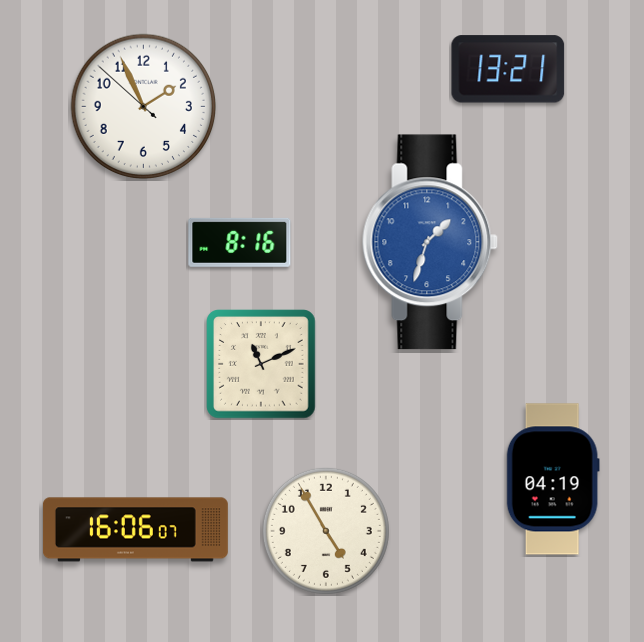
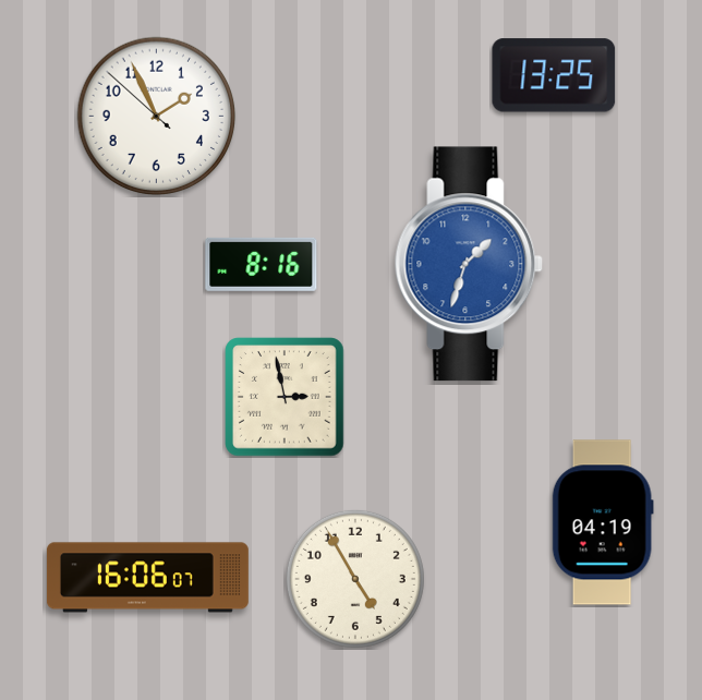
clock at (508, 69): 13:21 -> 13:25
clock at (261, 364): 11:11 -> 2:58
